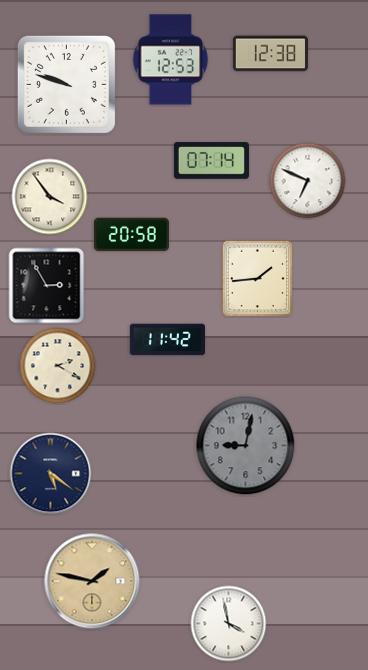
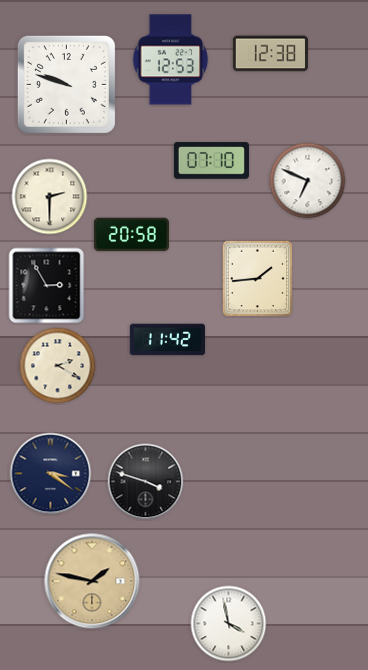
clock at (211, 161): 07:14 -> 07:10
clock at (50, 197): 3:54 -> 2:30
clock at (246, 446): 9:02 -> none
clock at (51, 474): 5:21 -> 3:21
clock at (146, 482): none -> 3:48
